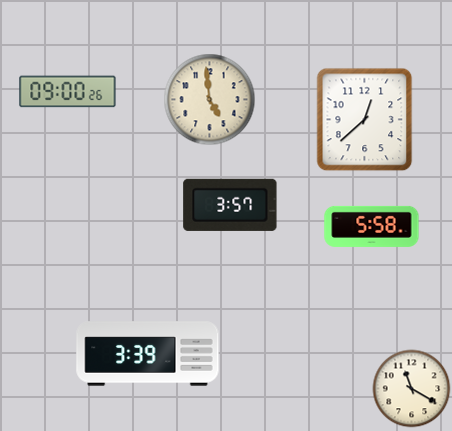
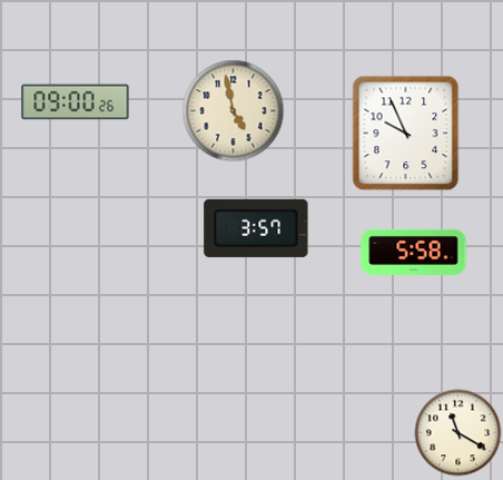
clock at (209, 99): 4:59 -> 4:58
clock at (365, 119): 12:38 -> 9:56
clock at (148, 354): 3:39 -> none
